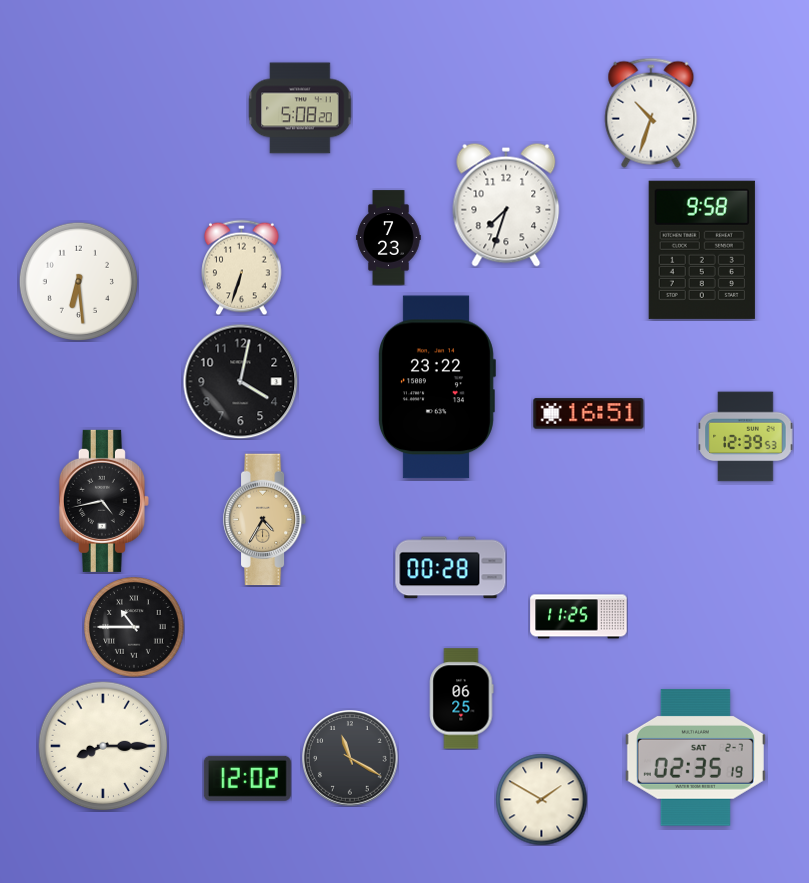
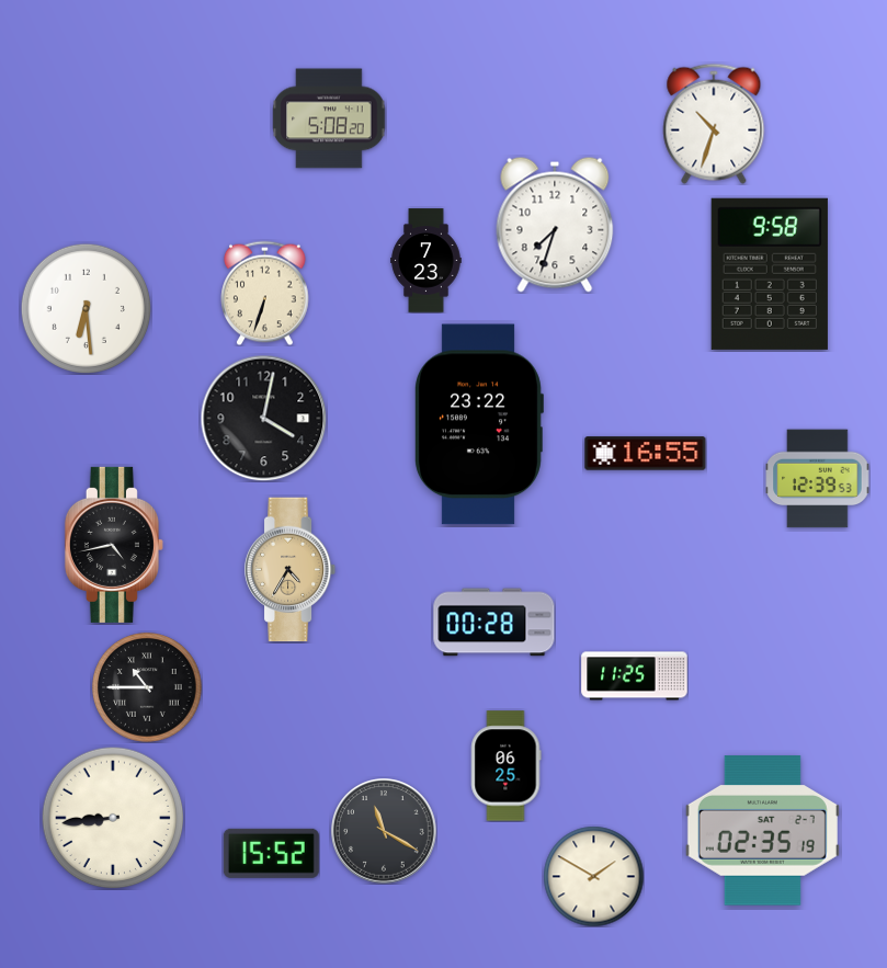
clock at (589, 414): 16:51 -> 16:55
clock at (104, 501) position: (104, 501) -> (114, 545)
clock at (103, 746): 8:15 -> 8:44
clock at (247, 778): 12:02 -> 15:52
